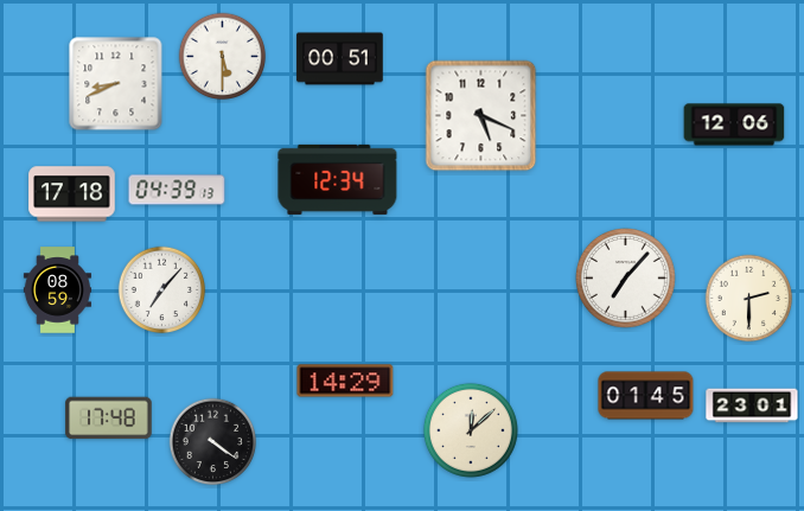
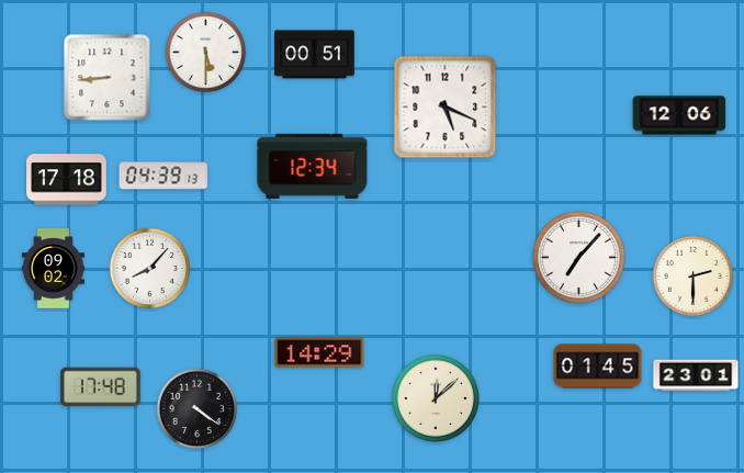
clock at (116, 84): 8:41 -> 8:44
clock at (57, 290): 08:59 -> 09:02
clock at (162, 290): 7:07 -> 8:07
